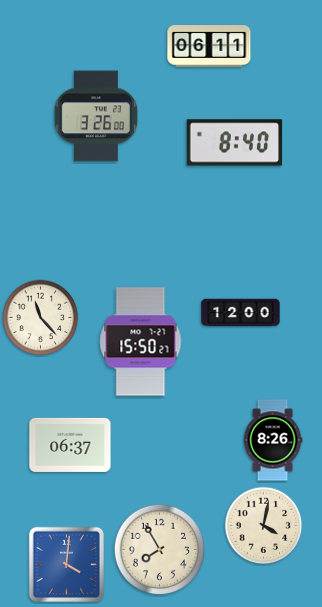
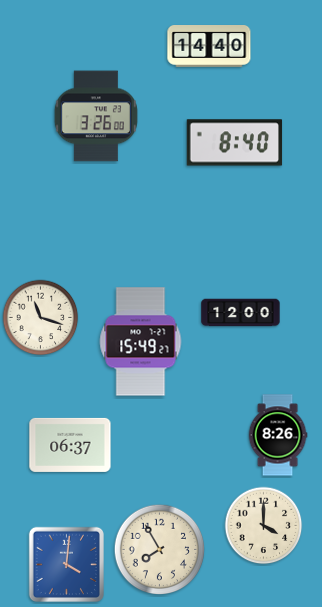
clock at (209, 47): 06:11 -> 14:40
clock at (41, 318): 11:23 -> 11:18
clock at (141, 342): 15:50 -> 15:49
clock at (273, 440) position: (273, 440) -> (278, 435)
clock at (264, 526): 4:02 -> 4:00
